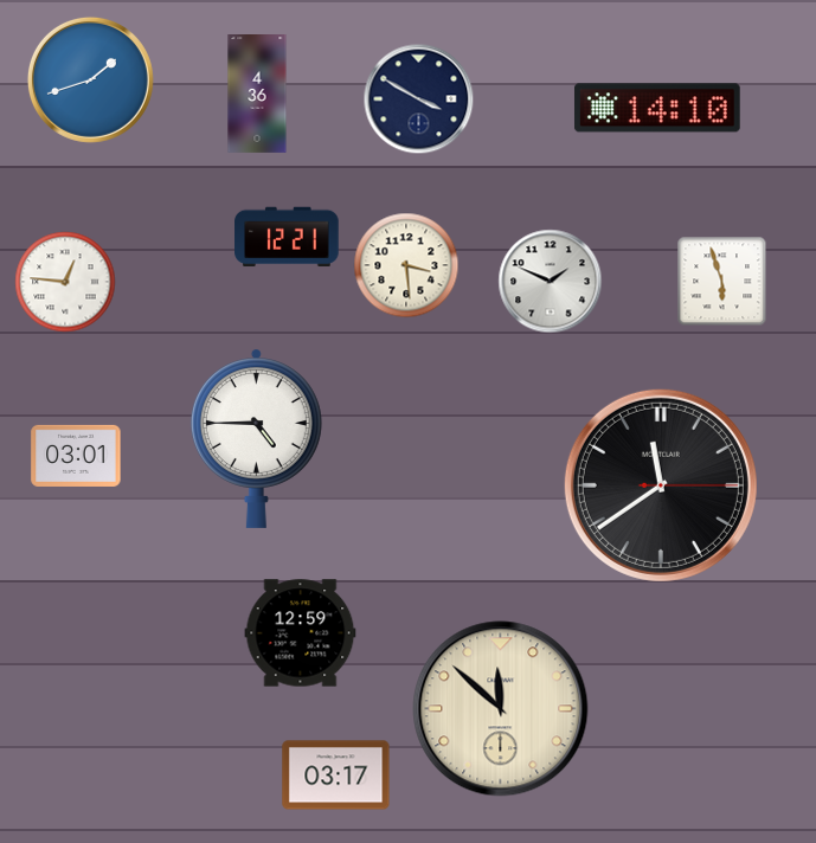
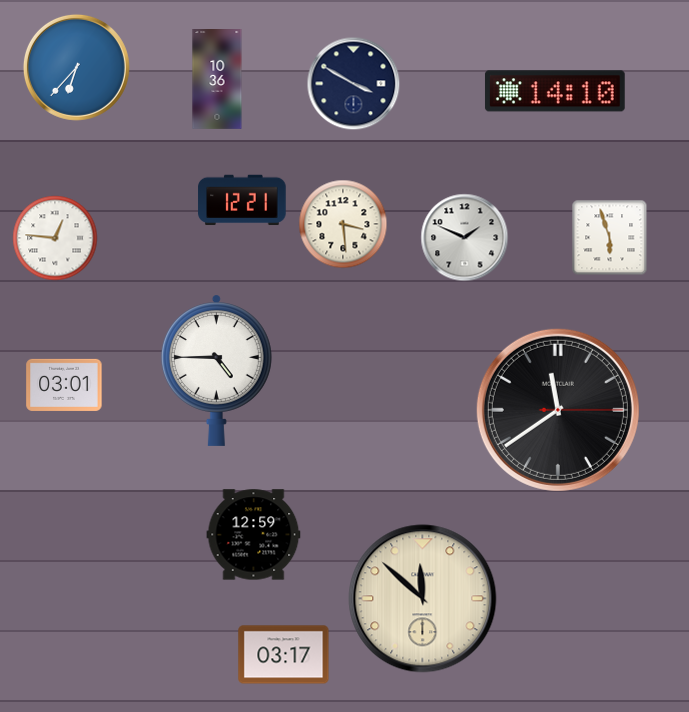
clock at (90, 79): 1:42 -> 6:37
clock at (257, 95): 4:36 -> 10:36
